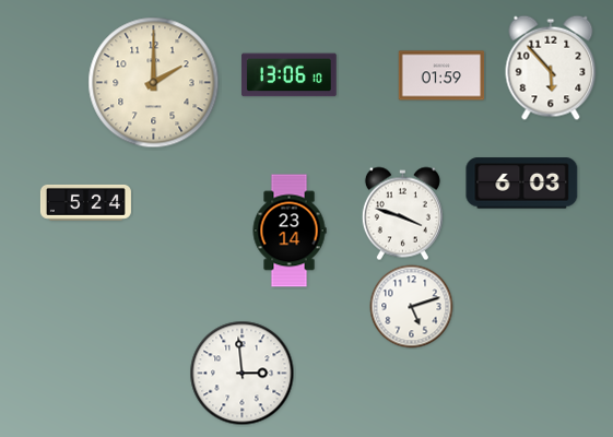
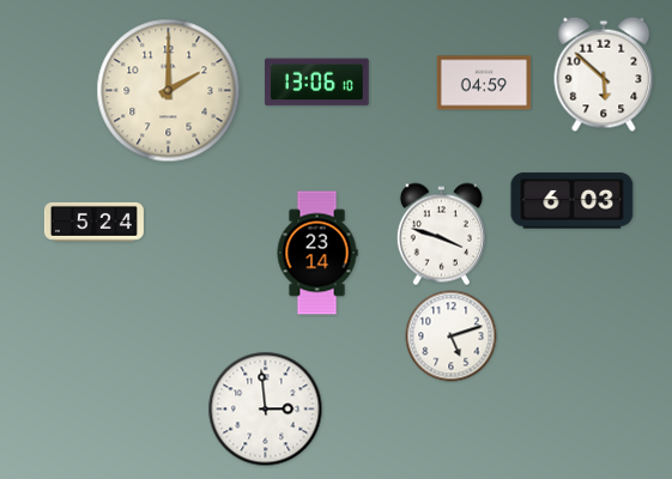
clock at (551, 68): 5:53 -> 5:52
clock at (441, 75): 01:59 -> 04:59
